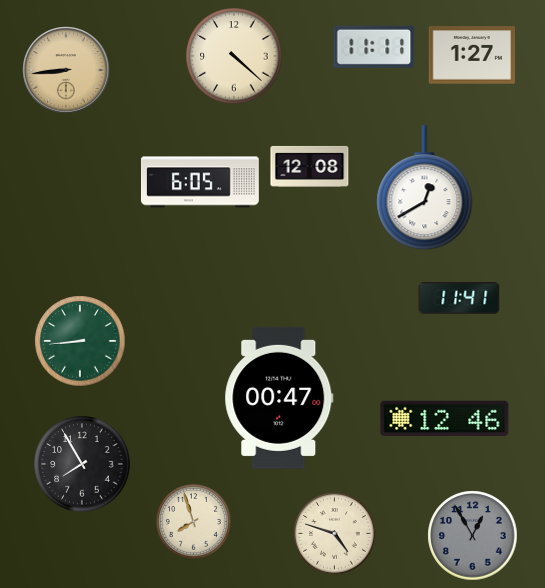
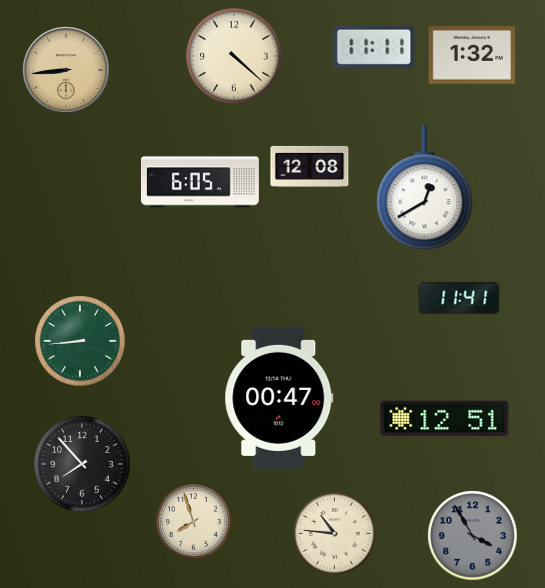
clock at (472, 55): 1:27 -> 1:32
clock at (445, 419): 12:46 -> 12:51
clock at (82, 464): 7:55 -> 7:53
clock at (335, 534): 4:48 -> 10:46
clock at (473, 536): 12:55 -> 3:55
